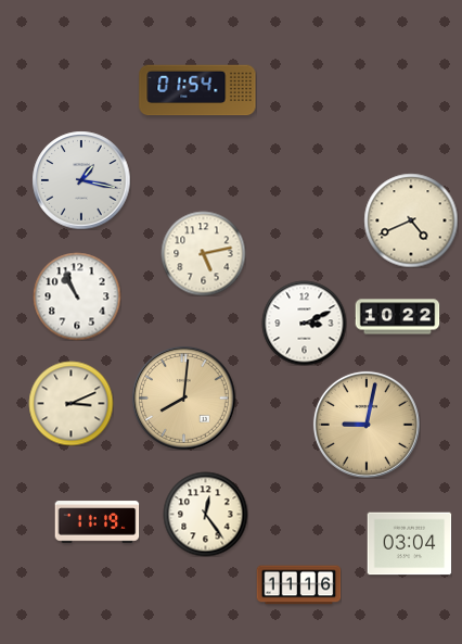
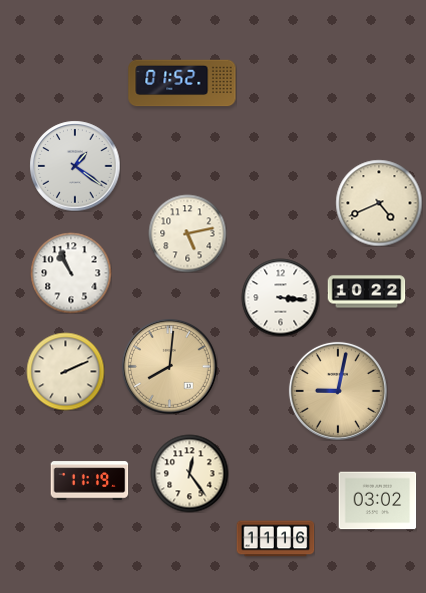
clock at (197, 90): 01:54 -> 01:52
clock at (81, 180): 1:17 -> 1:21
clock at (304, 323): 3:11 -> 3:16
clock at (70, 403): 3:11 -> 2:11
clock at (409, 544): 03:04 -> 03:02
